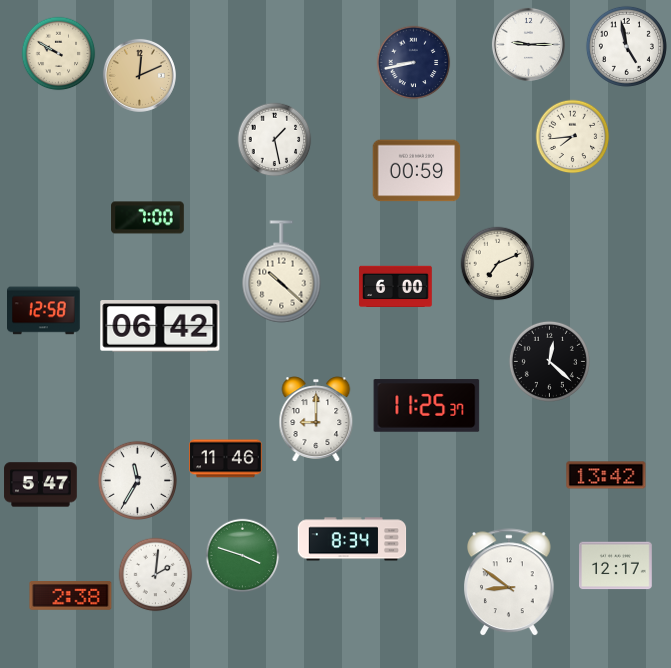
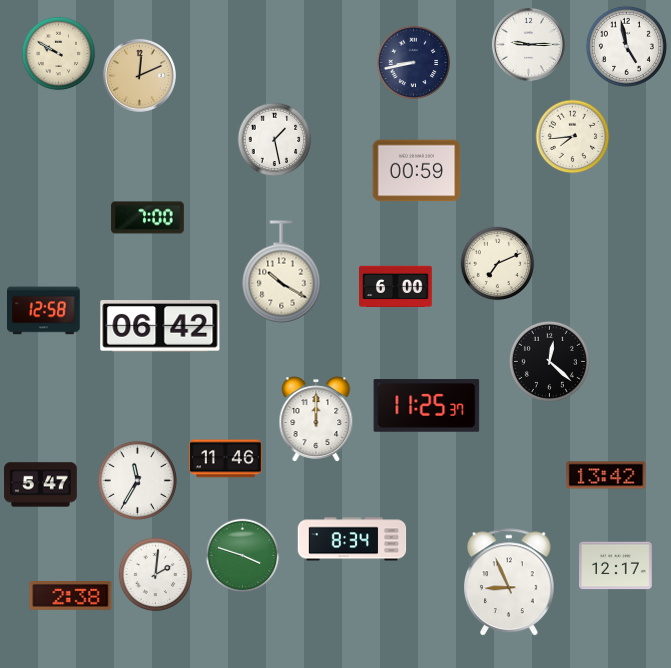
clock at (282, 272): 10:22 -> 10:20
clock at (316, 419): 9:00 -> 12:00
clock at (510, 583): 8:51 -> 8:56
